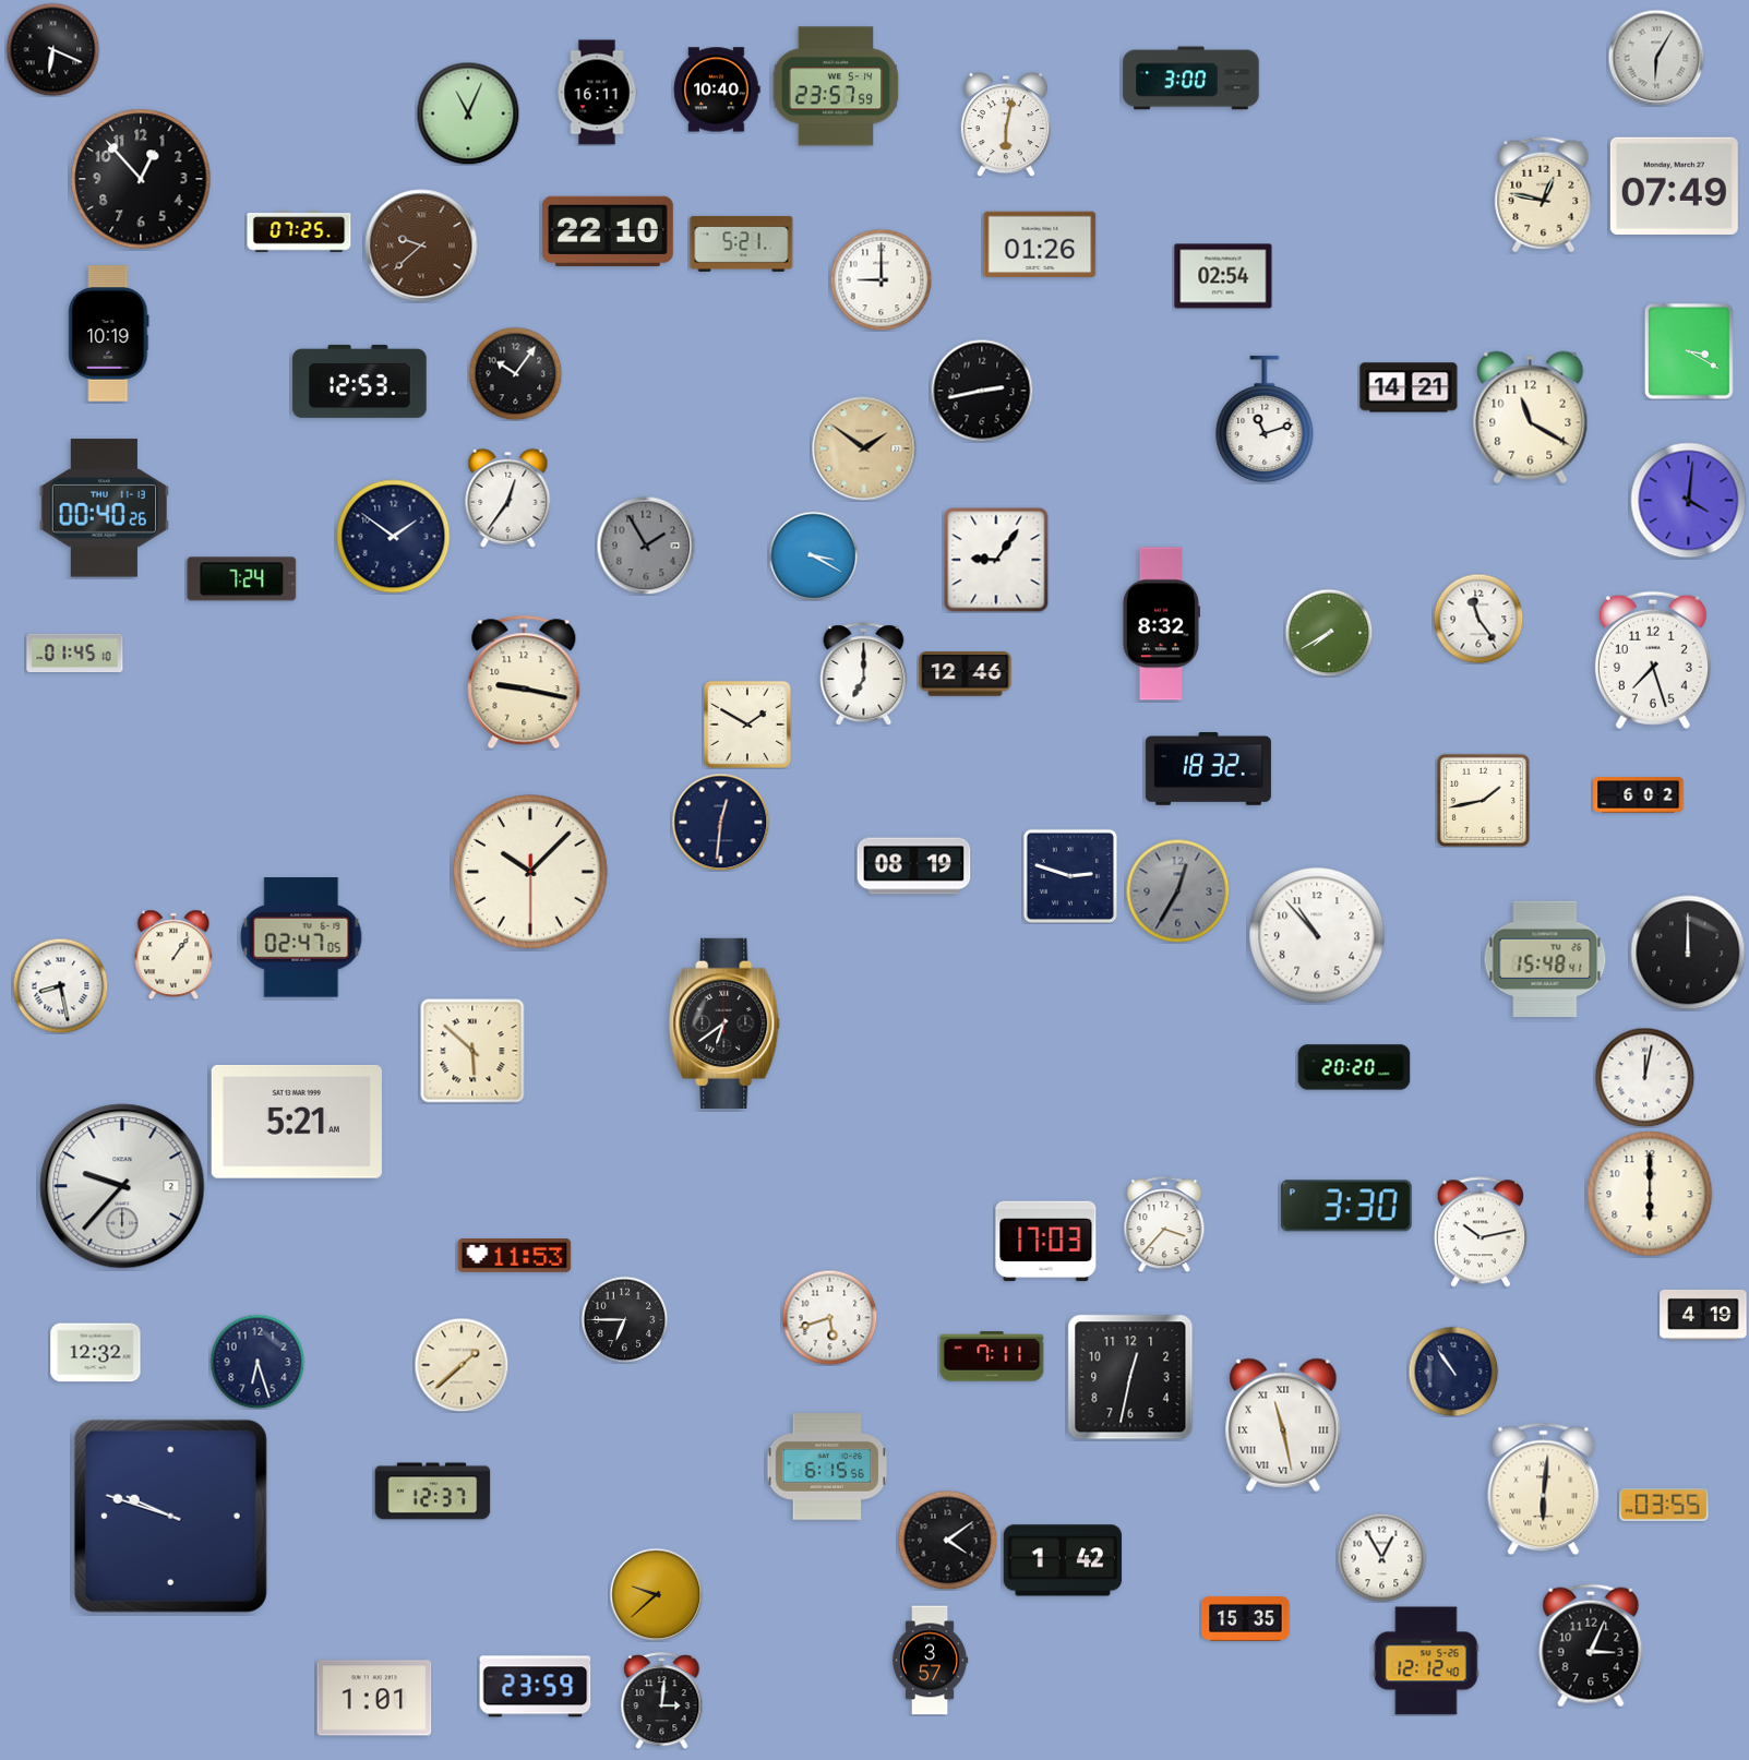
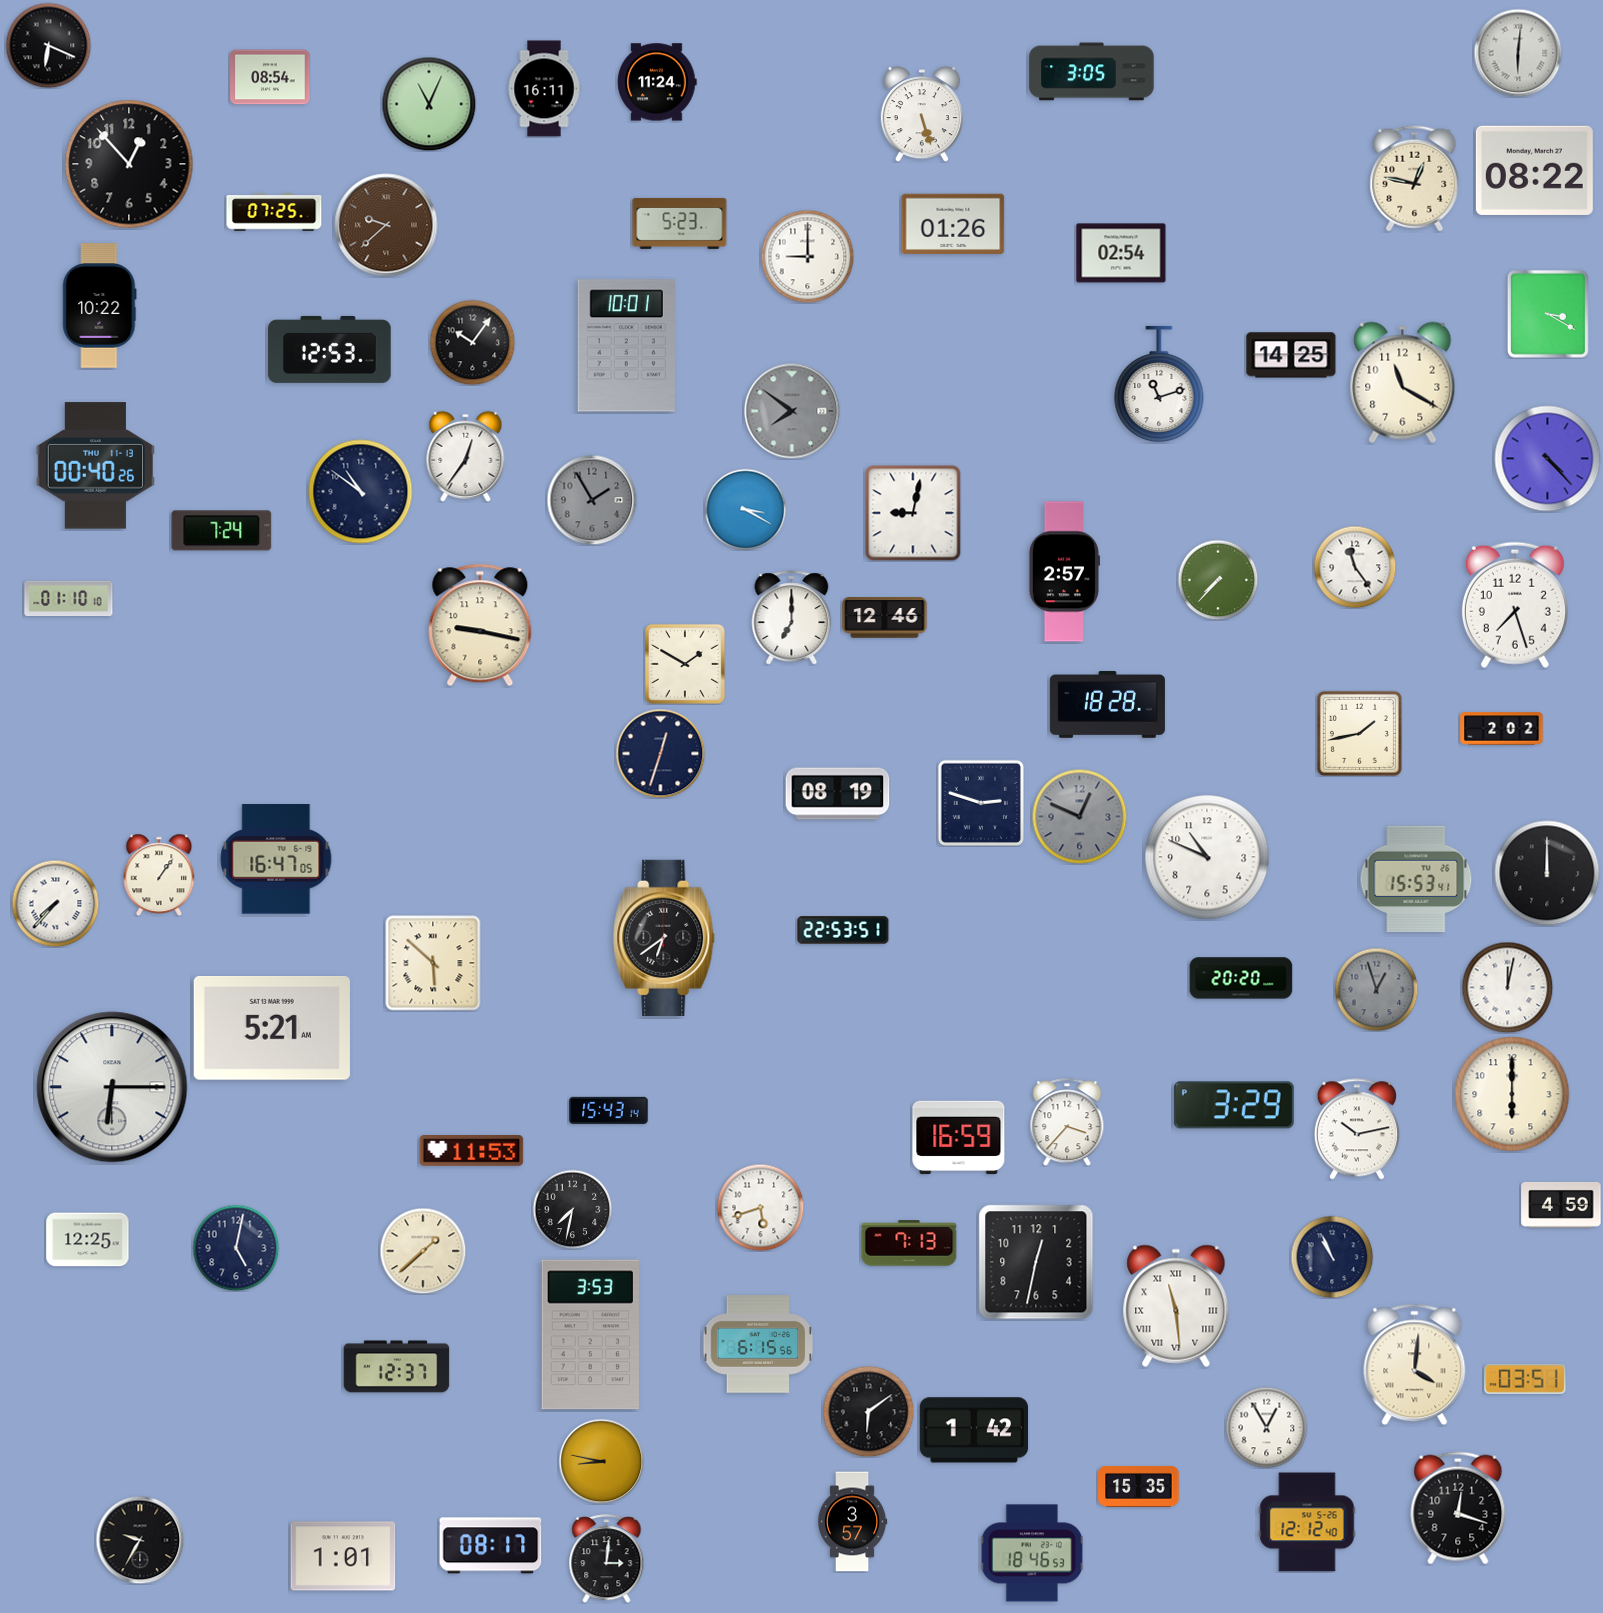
clock at (1656, 58): 6:05 -> 6:01
clock at (1191, 79): 3:00 -> 3:05
clock at (270, 77): none -> 08:54
clock at (836, 86): 23:57 -> none
clock at (717, 89): 10:40 -> 11:24
clock at (597, 93) position: (597, 93) -> (544, 89)
clock at (1006, 124): 6:02 -> 5:27
clock at (1674, 185): 07:49 -> 08:22
clock at (608, 230): 22:10 -> none
clock at (742, 243): 5:21 -> 5:23
clock at (109, 334): 10:19 -> 10:22
clock at (1689, 351) position: (1689, 351) -> (1548, 314)
clock at (626, 346): none -> 10:01
clock at (1409, 387): 14:21 -> 14:25
clock at (982, 391): 2:43 -> none
clock at (864, 448): 1:51 -> 7:51
clock at (864, 448) dial: champagne -> grey
clock at (1689, 501): 4:01 -> 4:23
clock at (394, 537): 1:51 -> 10:51
clock at (996, 560): 9:06 -> 9:02
clock at (1161, 624): 8:32 -> 2:57
clock at (1329, 633): 7:40 -> 7:37
clock at (75, 652): 01:45 -> 01:10
clock at (1208, 769): 18:32 -> 18:28
clock at (1639, 795): 6:02 -> 2:02
clock at (720, 822): 12:31 -> 12:33
clock at (530, 872): 10:07 -> none
clock at (1177, 890): 12:35 -> 12:49
clock at (1317, 935): 10:53 -> 10:49
clock at (301, 937): 02:47 -> 16:47
clock at (1545, 959): 15:48 -> 15:53
clock at (60, 985): 8:28 -> 7:37
clock at (843, 930): none -> 22:53
clock at (1376, 989): none -> 12:57
clock at (122, 1186): 9:37 -> 6:15
clock at (1346, 1206): 3:30 -> 3:29
clock at (609, 1110): none -> 15:43
clock at (1046, 1242): 17:03 -> 16:59
clock at (1703, 1315): 4:19 -> 4:59
clock at (624, 1319): 6:45 -> 7:32
clock at (96, 1353): 12:32 -> 12:25
clock at (992, 1356): 7:11 -> 7:13
clock at (257, 1362): 6:27 -> 5:02
clock at (1453, 1372): 10:54 -> 10:56
clock at (1283, 1425): 11:28 -> 11:29
clock at (590, 1335): none -> 3:53
clock at (1544, 1489): 6:01 -> 4:01
clock at (1664, 1505): 03:55 -> 03:51
clock at (170, 1516): 9:48 -> none
clock at (947, 1540): 4:09 -> 6:09
clock at (656, 1594): 9:38 -> 8:47
clock at (1246, 1619) position: (1246, 1619) -> (1139, 1487)
clock at (1591, 1645): 3:04 -> 12:18
clock at (140, 1540): none -> 9:35
clock at (536, 1687): 23:59 -> 08:17
clock at (1032, 1553): none -> 18:46
